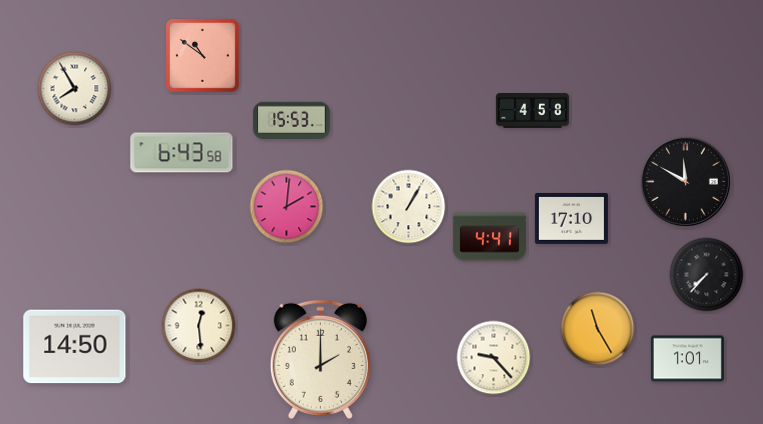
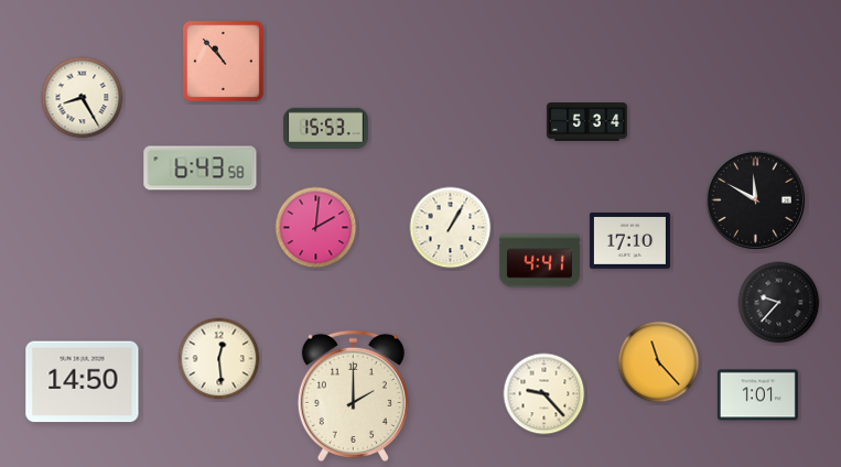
clock at (202, 55): 10:51 -> 10:53
clock at (75, 89): 7:55 -> 8:25
clock at (532, 111): 4:58 -> 5:34
clock at (292, 121) position: (292, 121) -> (326, 129)
clock at (707, 275): 7:37 -> 9:37
clock at (598, 329): 11:25 -> 11:23
